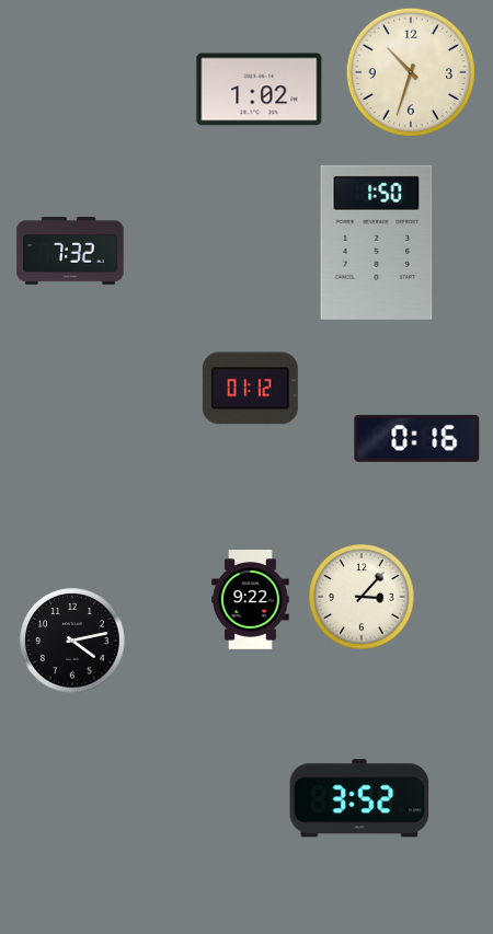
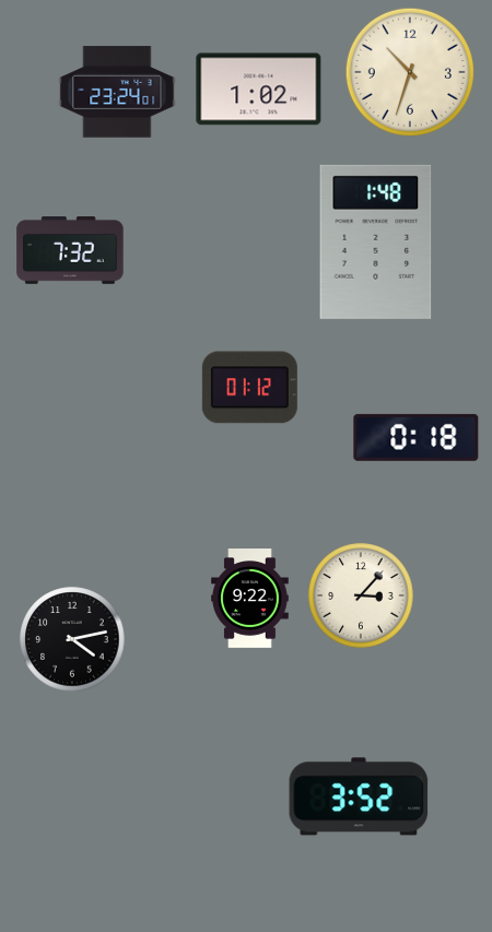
clock at (117, 92): none -> 23:24
clock at (377, 242): 1:50 -> 1:48
clock at (417, 438): 0:16 -> 0:18
